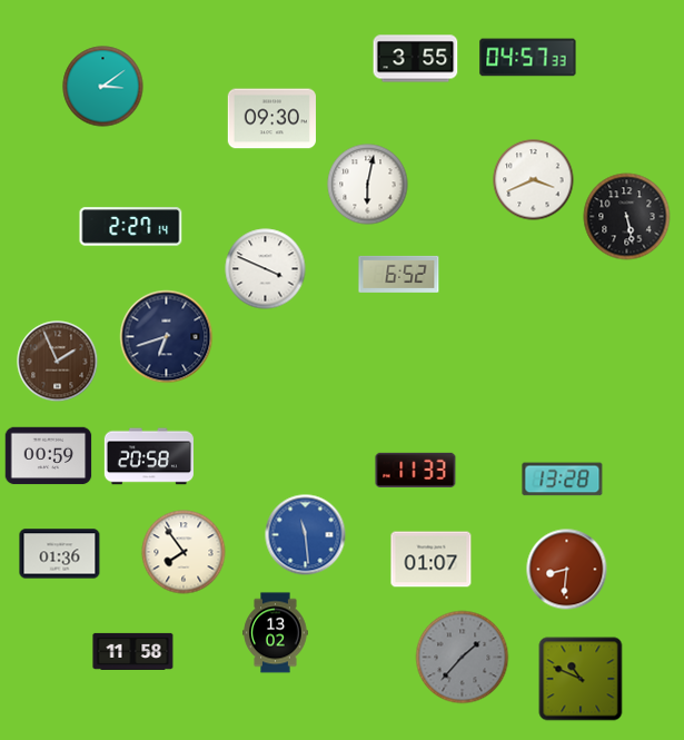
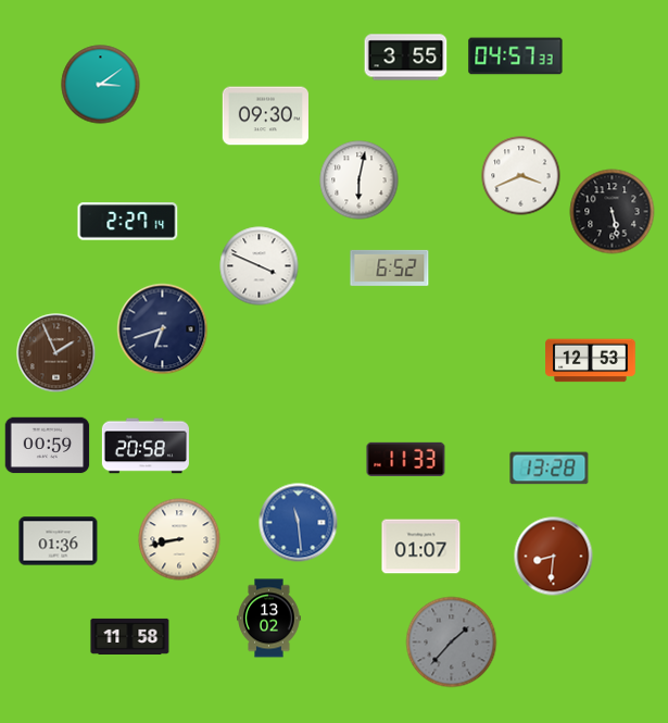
clock at (266, 269) position: (266, 269) -> (260, 266)
clock at (591, 361): none -> 12:53
clock at (184, 552): 7:54 -> 8:43
clock at (581, 679): 10:49 -> none
